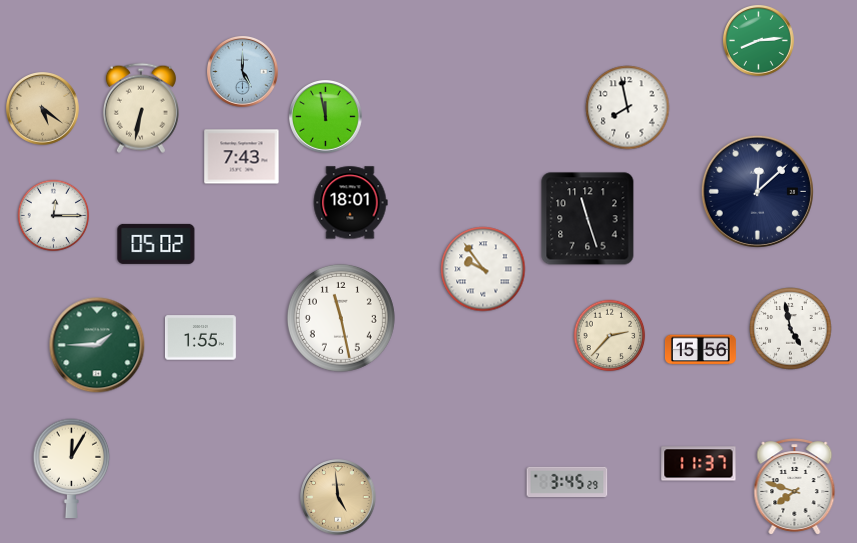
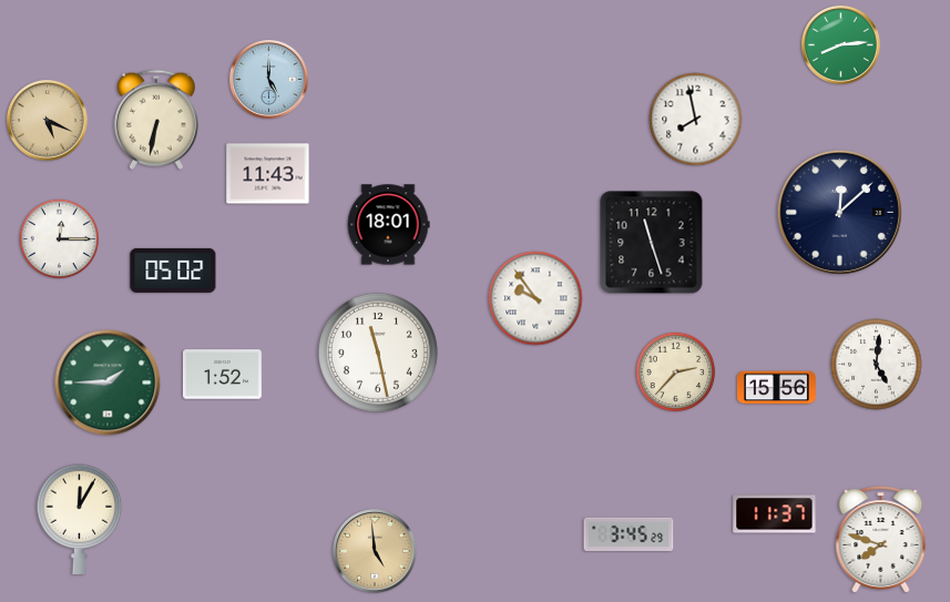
clock at (43, 109): 5:21 -> 5:19
clock at (326, 117): 11:58 -> none
clock at (242, 157): 7:43 -> 11:43
clock at (791, 329): 4:58 -> 5:01
clock at (200, 338): 1:55 -> 1:52
